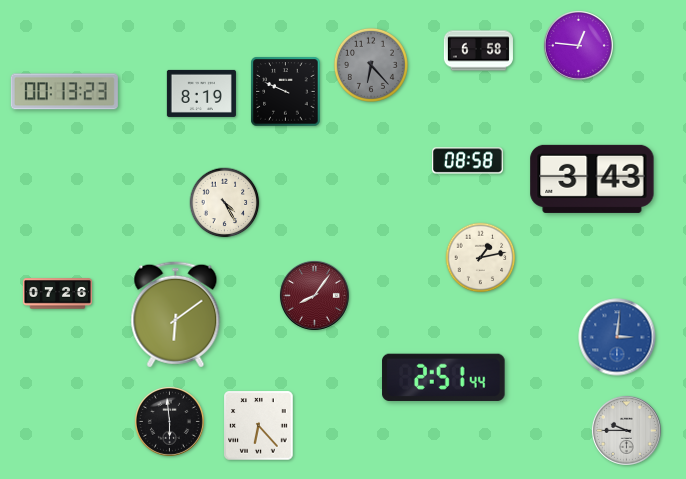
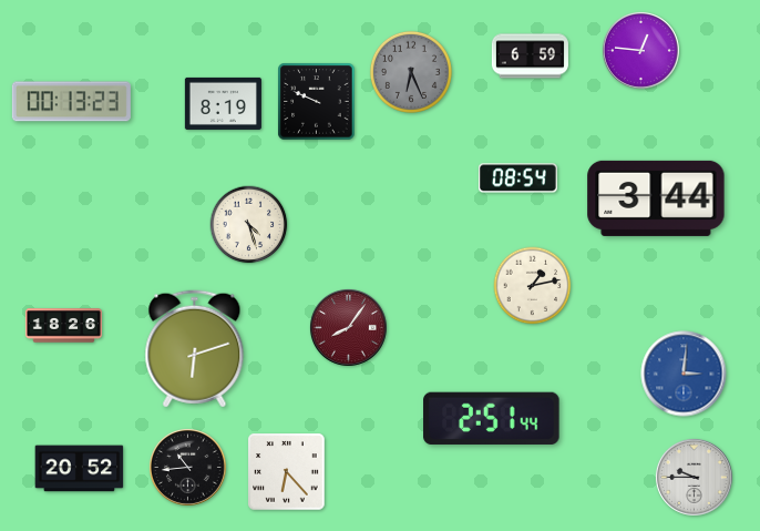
clock at (478, 51): 6:58 -> 6:59
clock at (371, 65): 6:23 -> 6:26
clock at (468, 161): 08:58 -> 08:54
clock at (592, 179): 3:43 -> 3:44
clock at (225, 203): 4:25 -> 4:27
clock at (57, 294): 07:26 -> 18:26
clock at (176, 315): 6:09 -> 6:12
clock at (169, 421): 5:59 -> 10:44
clock at (80, 469): none -> 20:52
